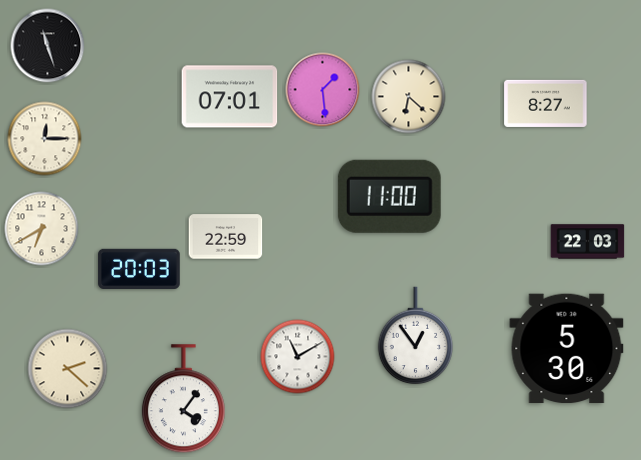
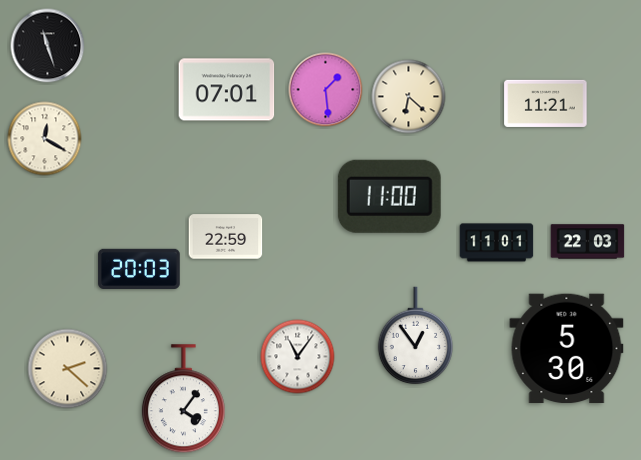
clock at (323, 90) position: (323, 90) -> (326, 90)
clock at (230, 97) position: (230, 97) -> (227, 90)
clock at (546, 103): 8:27 -> 11:21
clock at (45, 139): 12:15 -> 12:20
clock at (42, 229): 6:40 -> none
clock at (497, 243): none -> 11:01
clock at (298, 357): 11:10 -> 11:06
